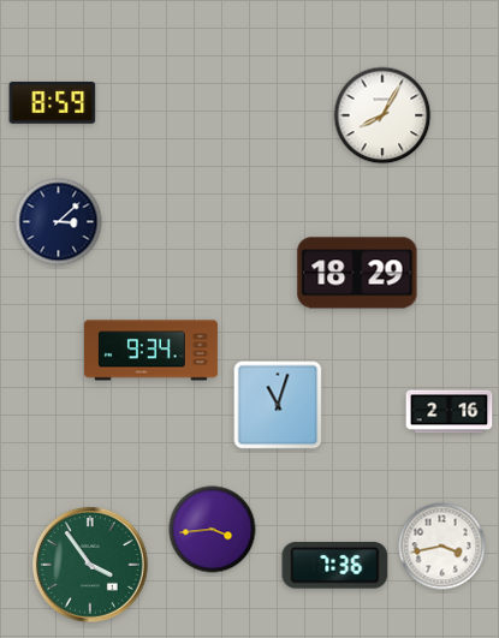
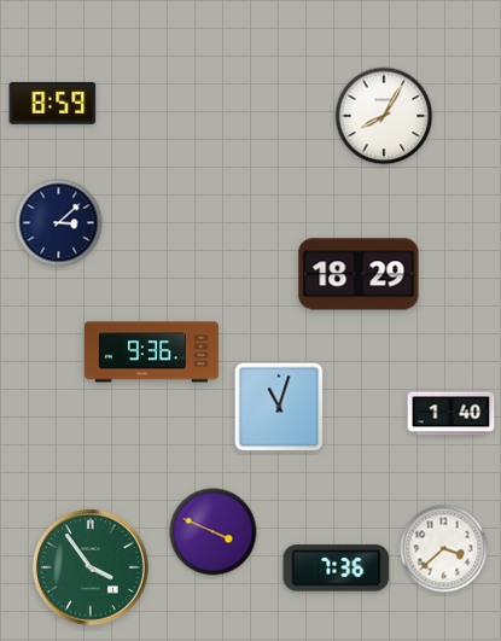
clock at (150, 351): 9:34 -> 9:36
clock at (450, 412): 2:16 -> 1:40
clock at (213, 530): 3:44 -> 3:49
clock at (442, 547): 3:43 -> 3:38
